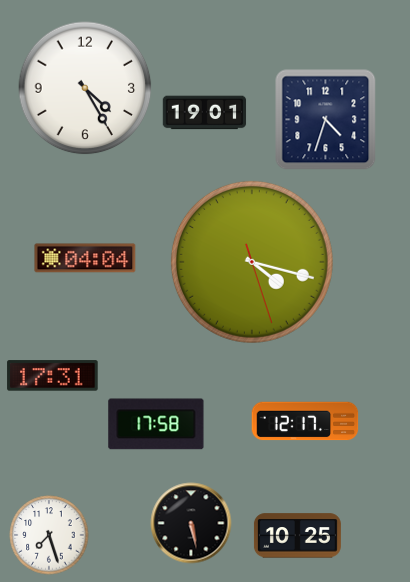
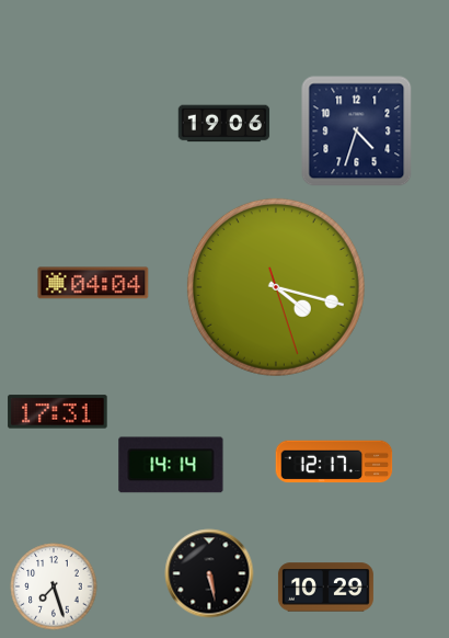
clock at (85, 88): 4:25 -> none
clock at (205, 113): 19:01 -> 19:06
clock at (156, 424): 17:58 -> 14:14
clock at (297, 536): 10:25 -> 10:29
